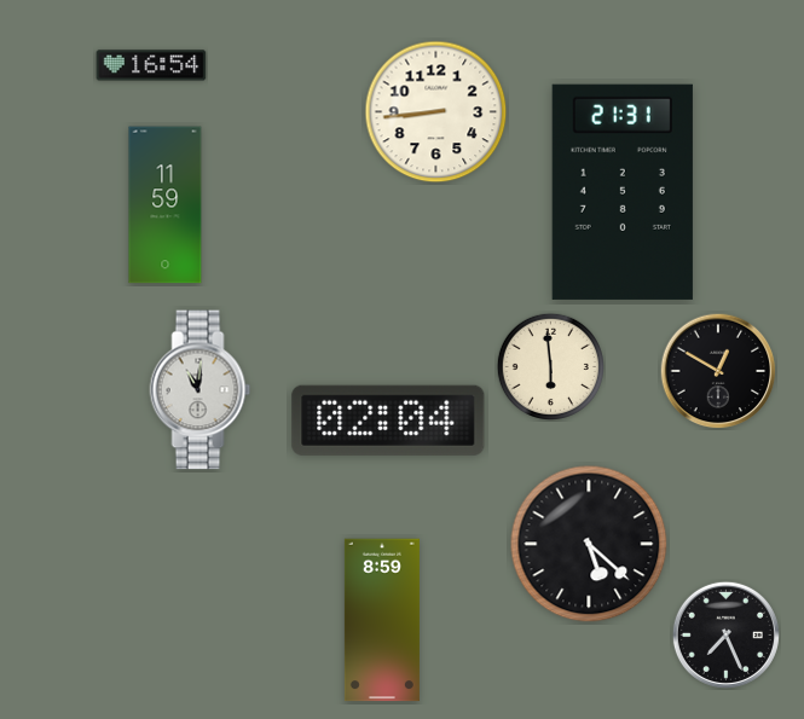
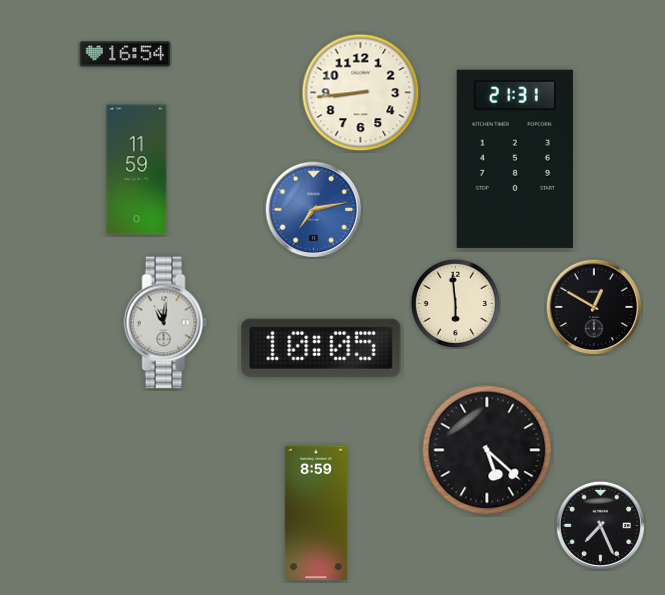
clock at (314, 210): none -> 7:13
clock at (388, 421): 02:04 -> 10:05
